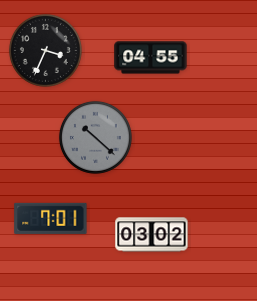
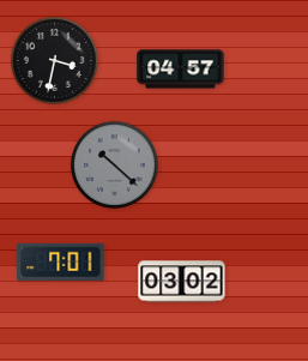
clock at (45, 50): 3:34 -> 3:32
clock at (151, 58): 04:55 -> 04:57
